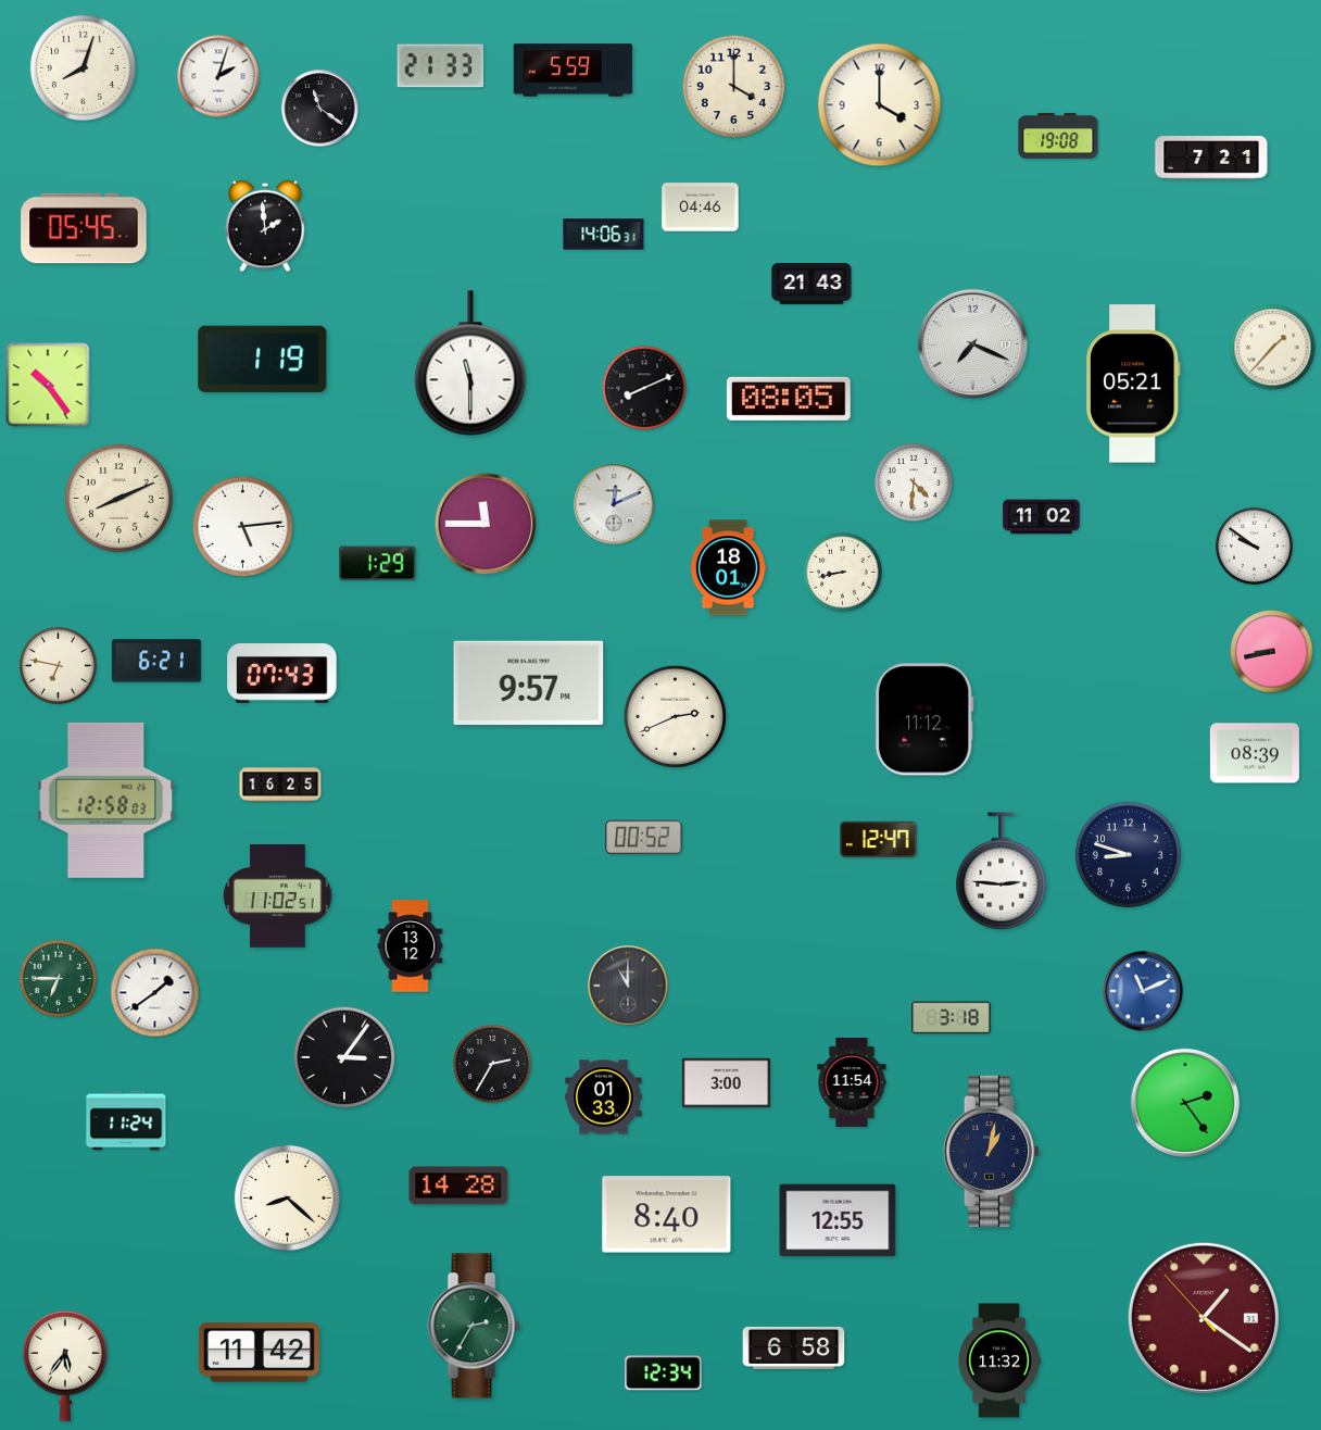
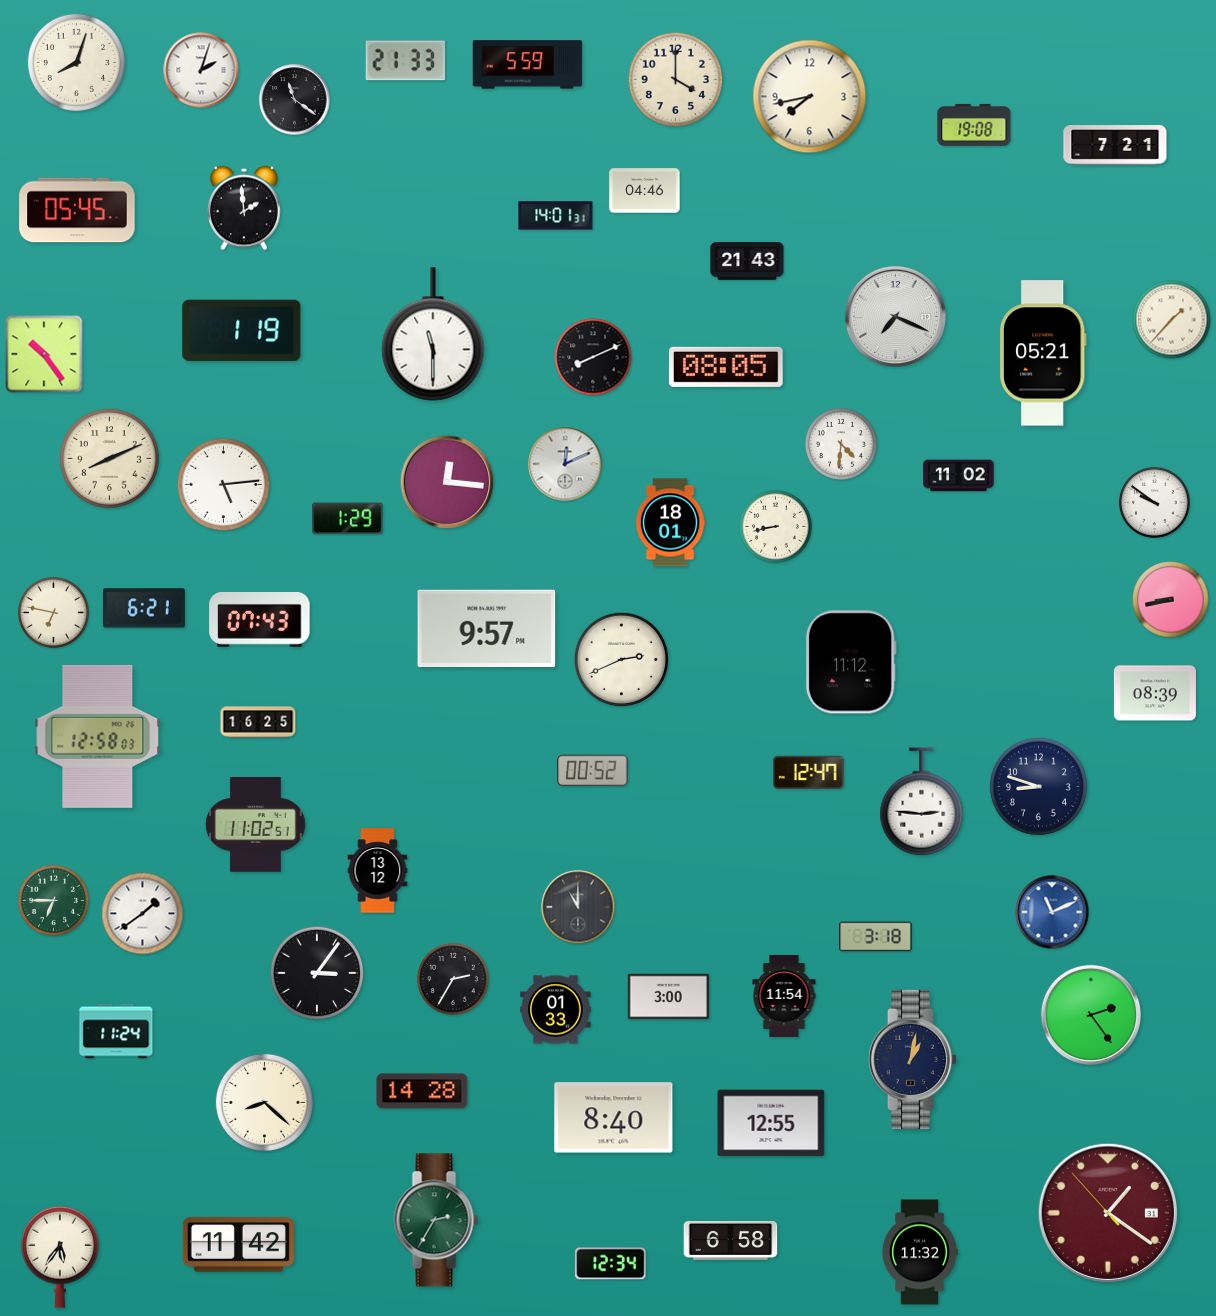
clock at (880, 105): 4:00 -> 7:43
clock at (604, 235): 14:06 -> 14:01
clock at (486, 524): 11:45 -> 12:16
